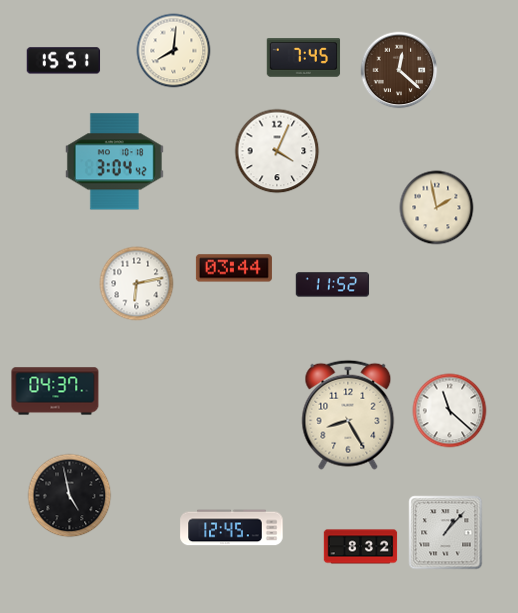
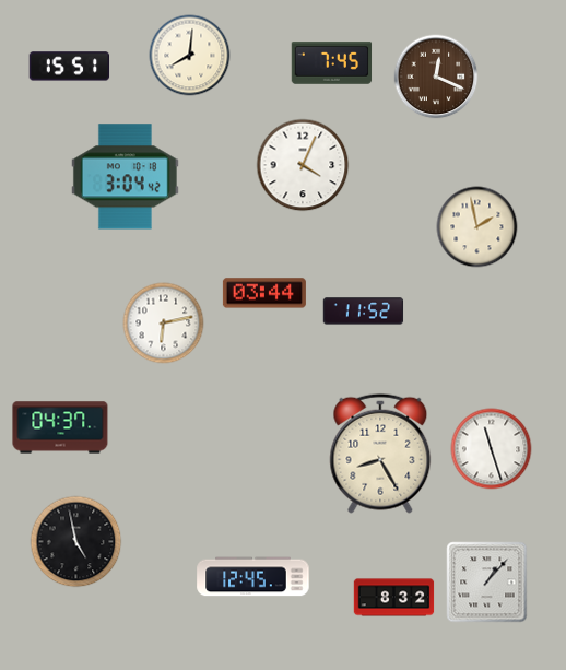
clock at (399, 70): 12:22 -> 12:19
clock at (234, 268) position: (234, 268) -> (264, 293)
clock at (137, 284) position: (137, 284) -> (164, 324)
clock at (450, 411): 11:22 -> 11:27
